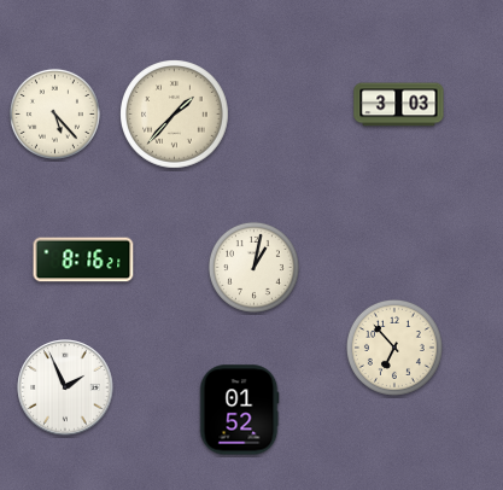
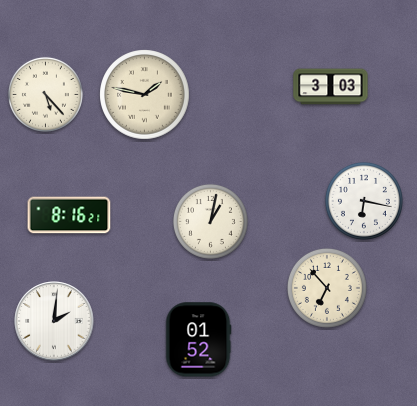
clock at (175, 115): 1:37 -> 1:47
clock at (364, 201): none -> 6:17
clock at (65, 387): 1:56 -> 2:01
